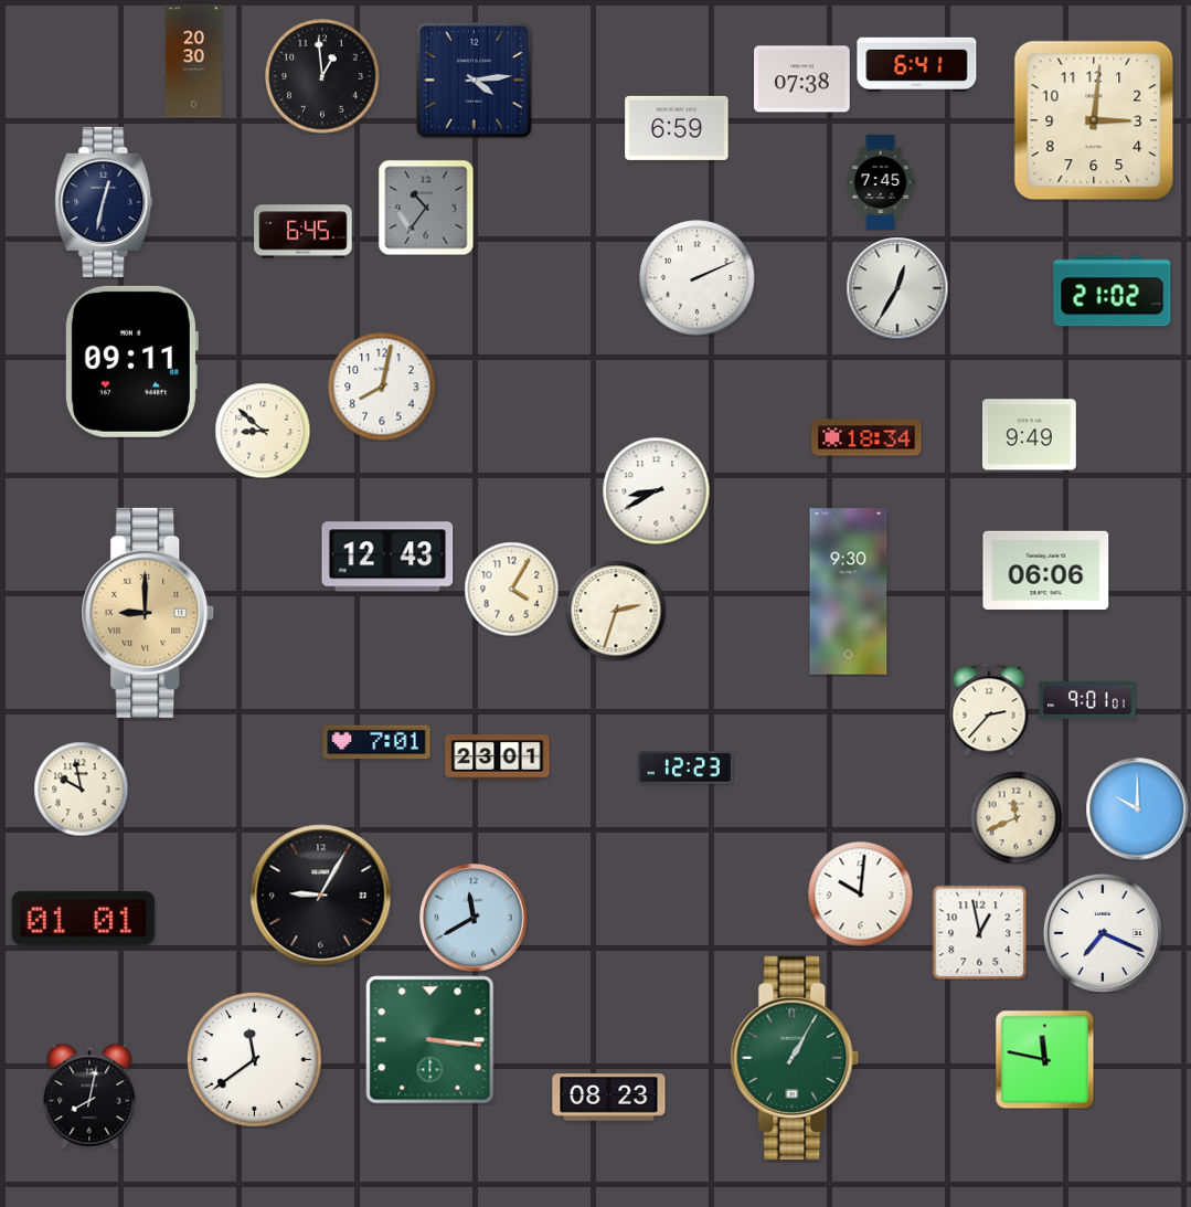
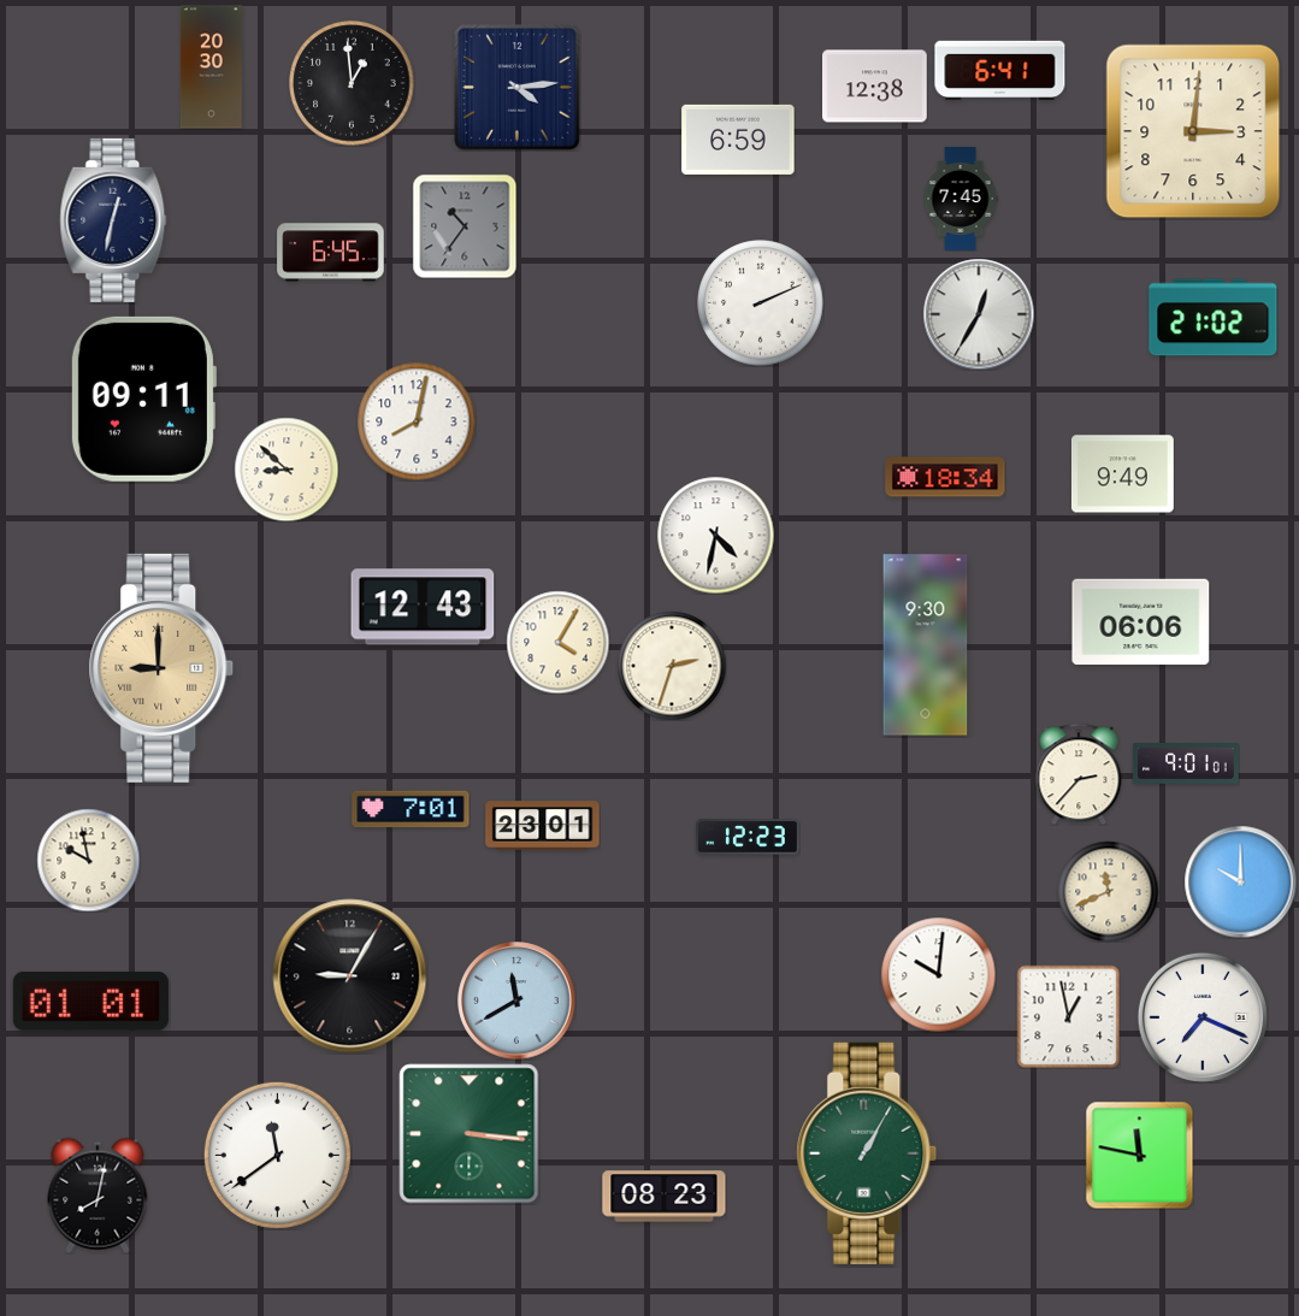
clock at (802, 80): 07:38 -> 12:38
clock at (131, 361) position: (131, 361) -> (143, 399)
clock at (656, 490): 8:40 -> 4:32
